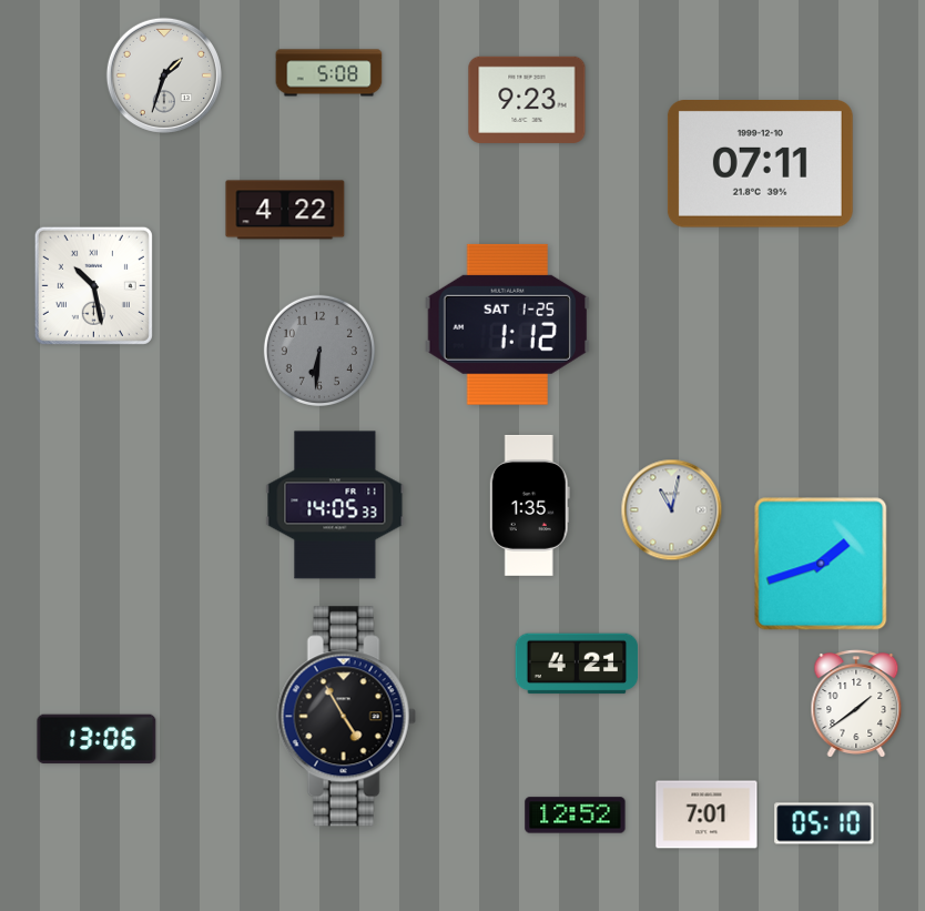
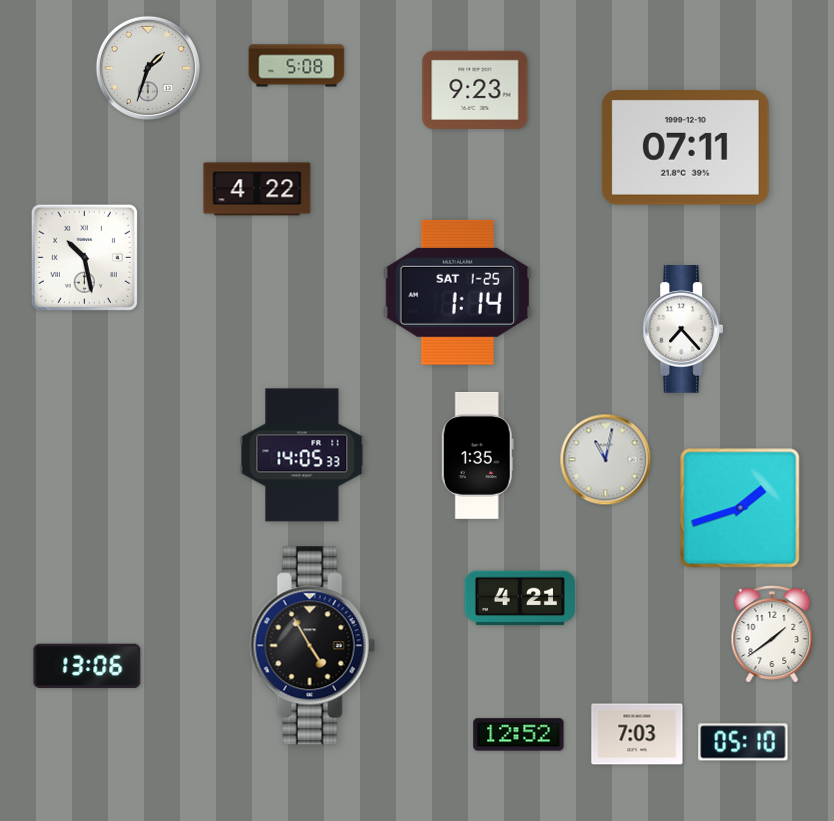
clock at (507, 324): 1:12 -> 1:14
clock at (319, 351): 6:31 -> none
clock at (683, 329): none -> 7:23
clock at (707, 814): 7:01 -> 7:03
